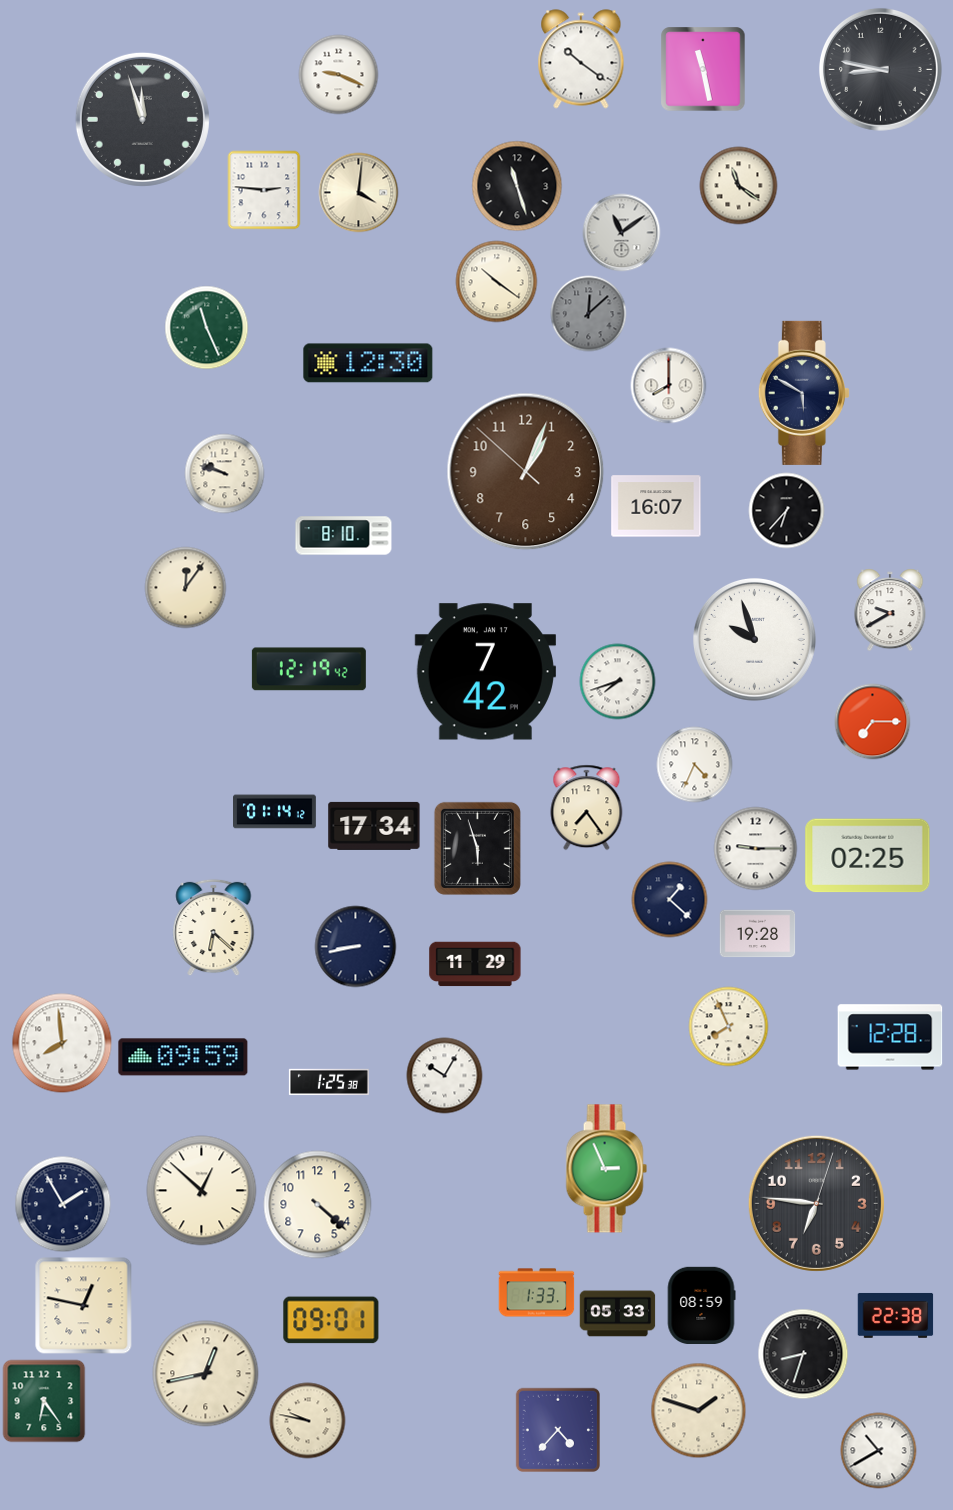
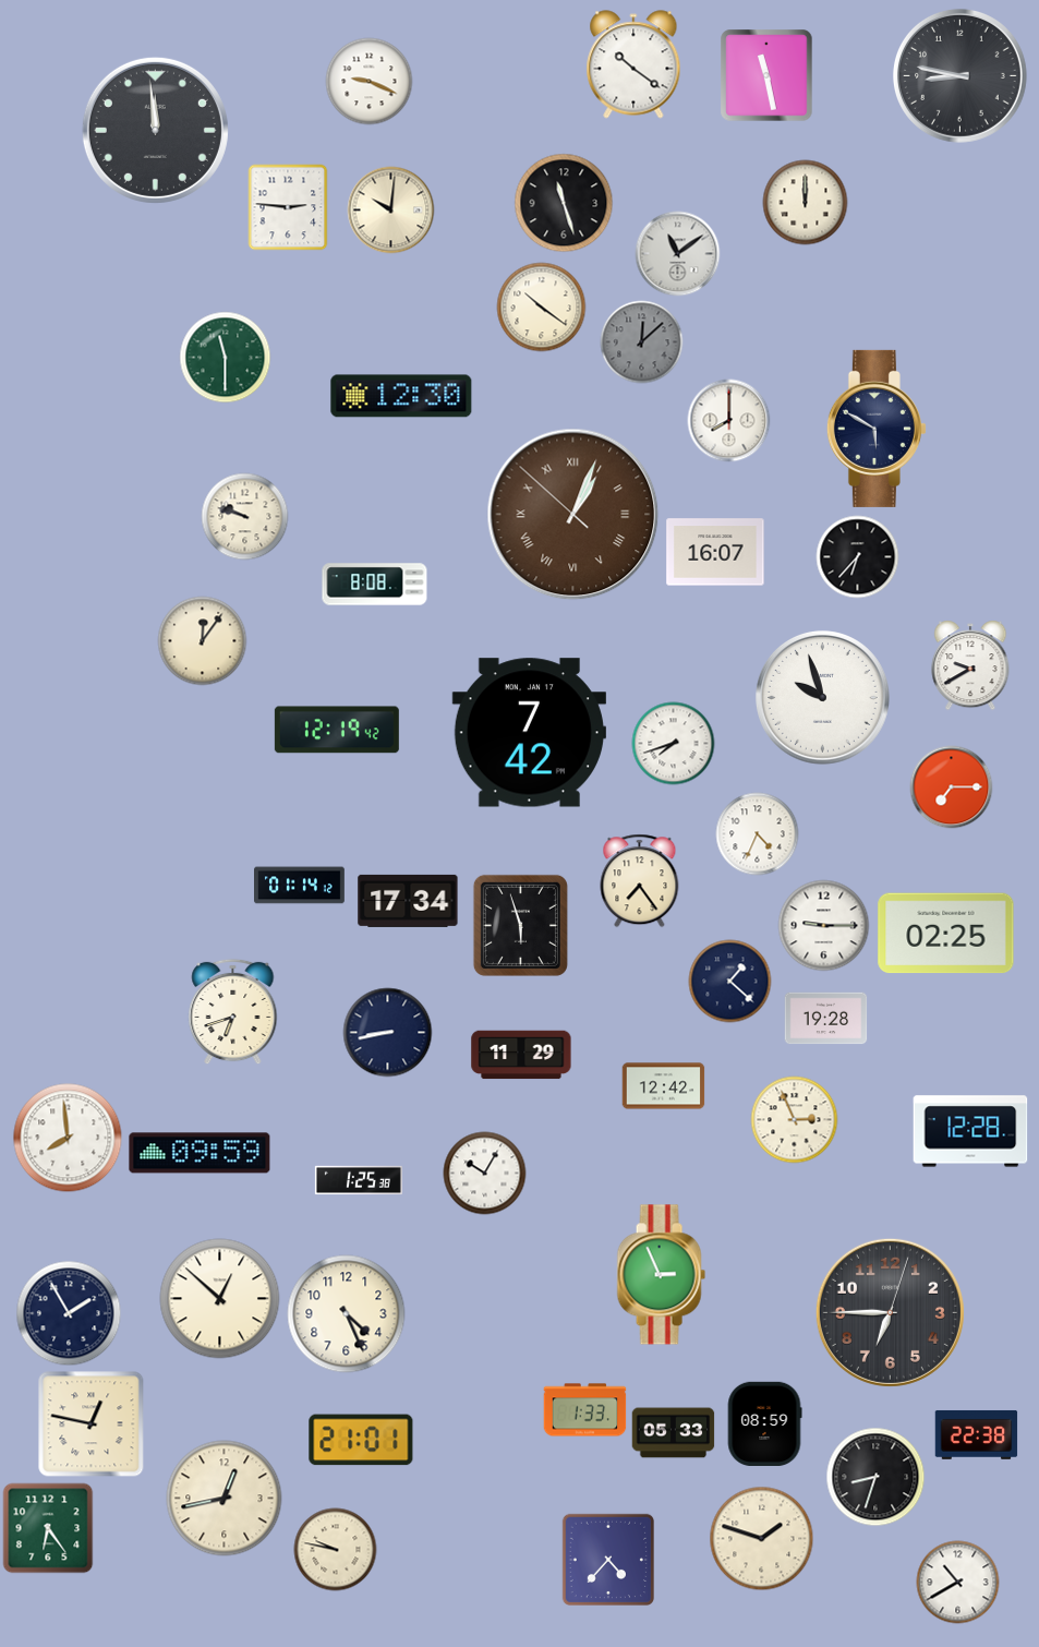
clock at (142, 119): 11:57 -> 11:59
clock at (739, 186): 11:21 -> 12:00
clock at (359, 193): 4:01 -> 10:01
clock at (207, 328): 11:26 -> 11:30
clock at (526, 472) numerals: Arabic -> Roman
clock at (344, 536): 8:10 -> 8:08
clock at (214, 928): 6:22 -> 6:42
clock at (475, 964) position: (475, 964) -> (521, 1055)
clock at (664, 1086): none -> 12:42
clock at (729, 1027): 7:56 -> 2:56
clock at (816, 1203): 6:46 -> 6:45
clock at (318, 1205): 4:22 -> 4:26
clock at (331, 1320): 09:01 -> 21:01
